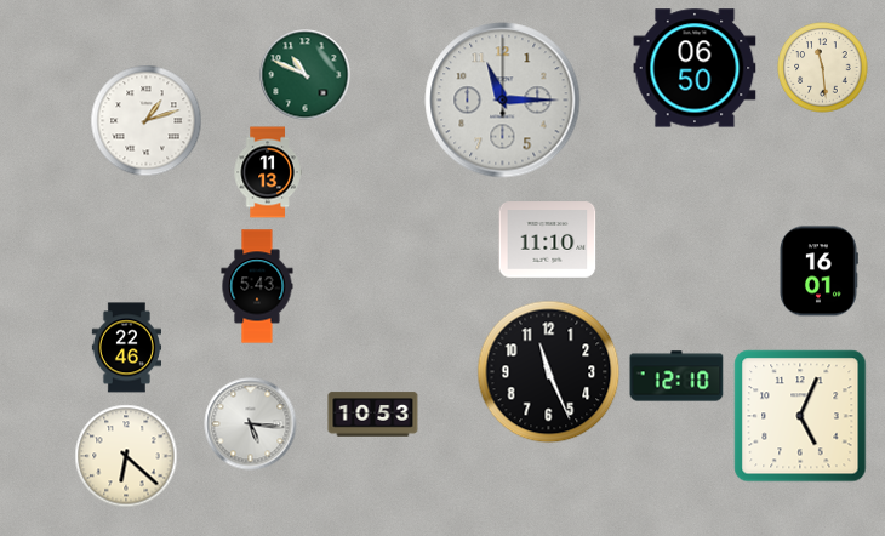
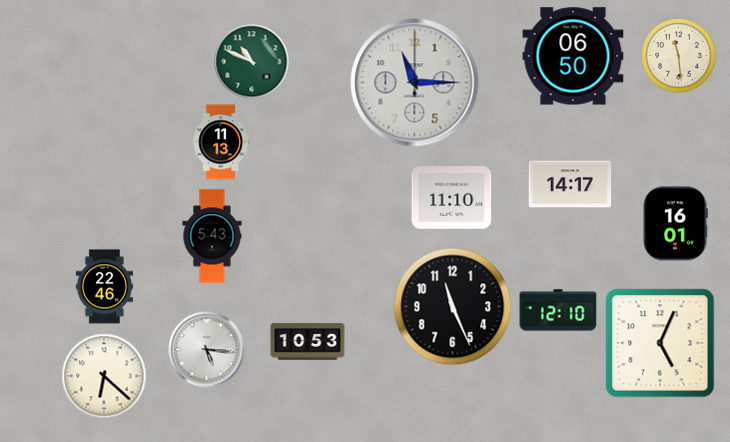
clock at (147, 121): 1:12 -> none
clock at (570, 184): none -> 14:17
